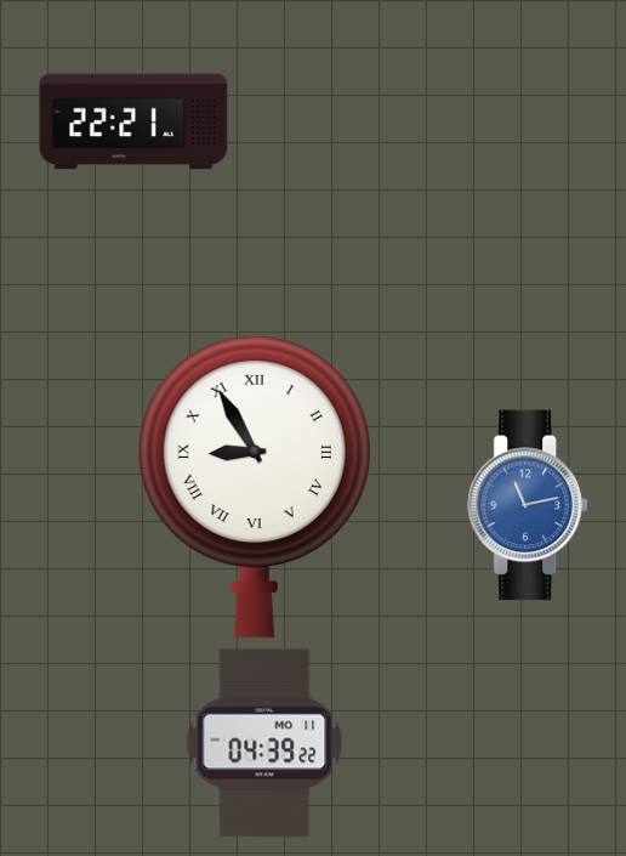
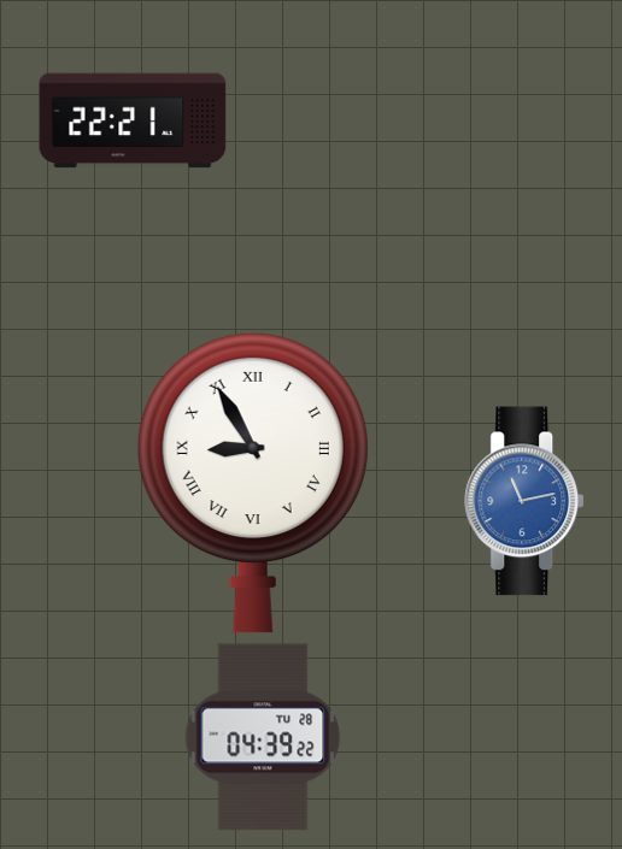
clock at (264, 743) date: MO 11 -> TU 28
